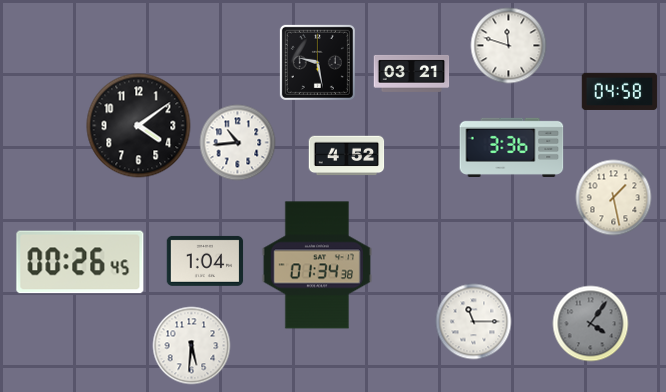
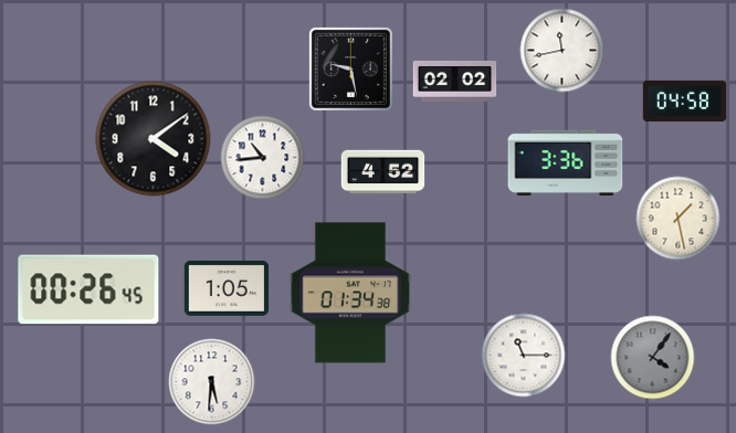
clock at (509, 46): 11:48 -> 11:43
clock at (412, 73): 03:21 -> 02:02
clock at (205, 261): 1:04 -> 1:05
